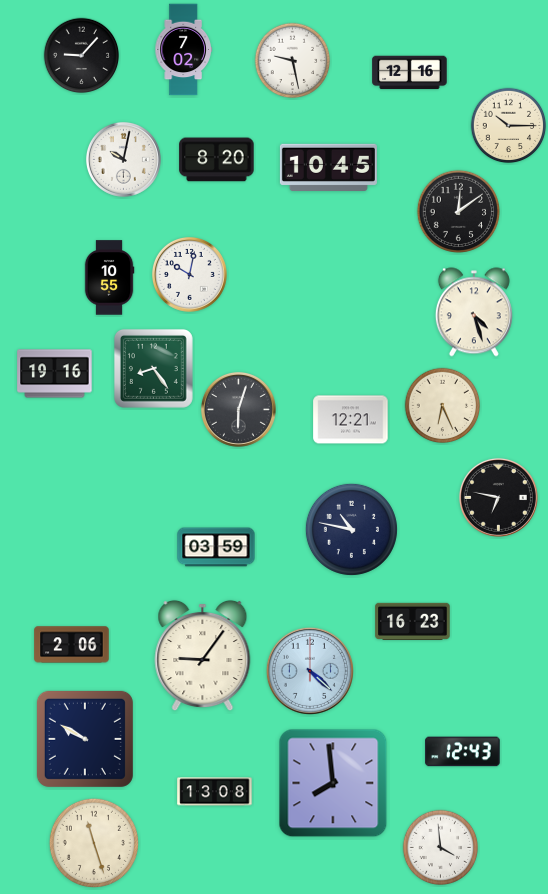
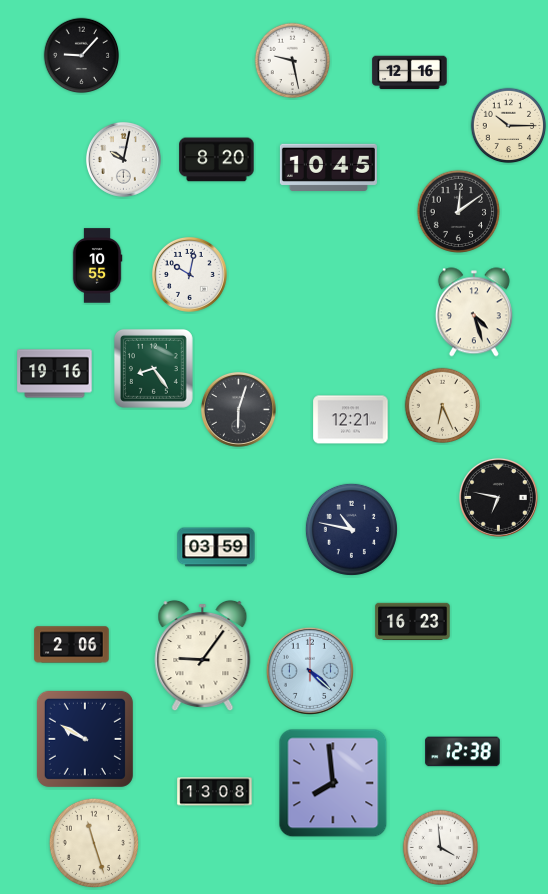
clock at (183, 50): 7:02 -> none
clock at (109, 278) position: (109, 278) -> (97, 266)
clock at (463, 752): 12:43 -> 12:38
